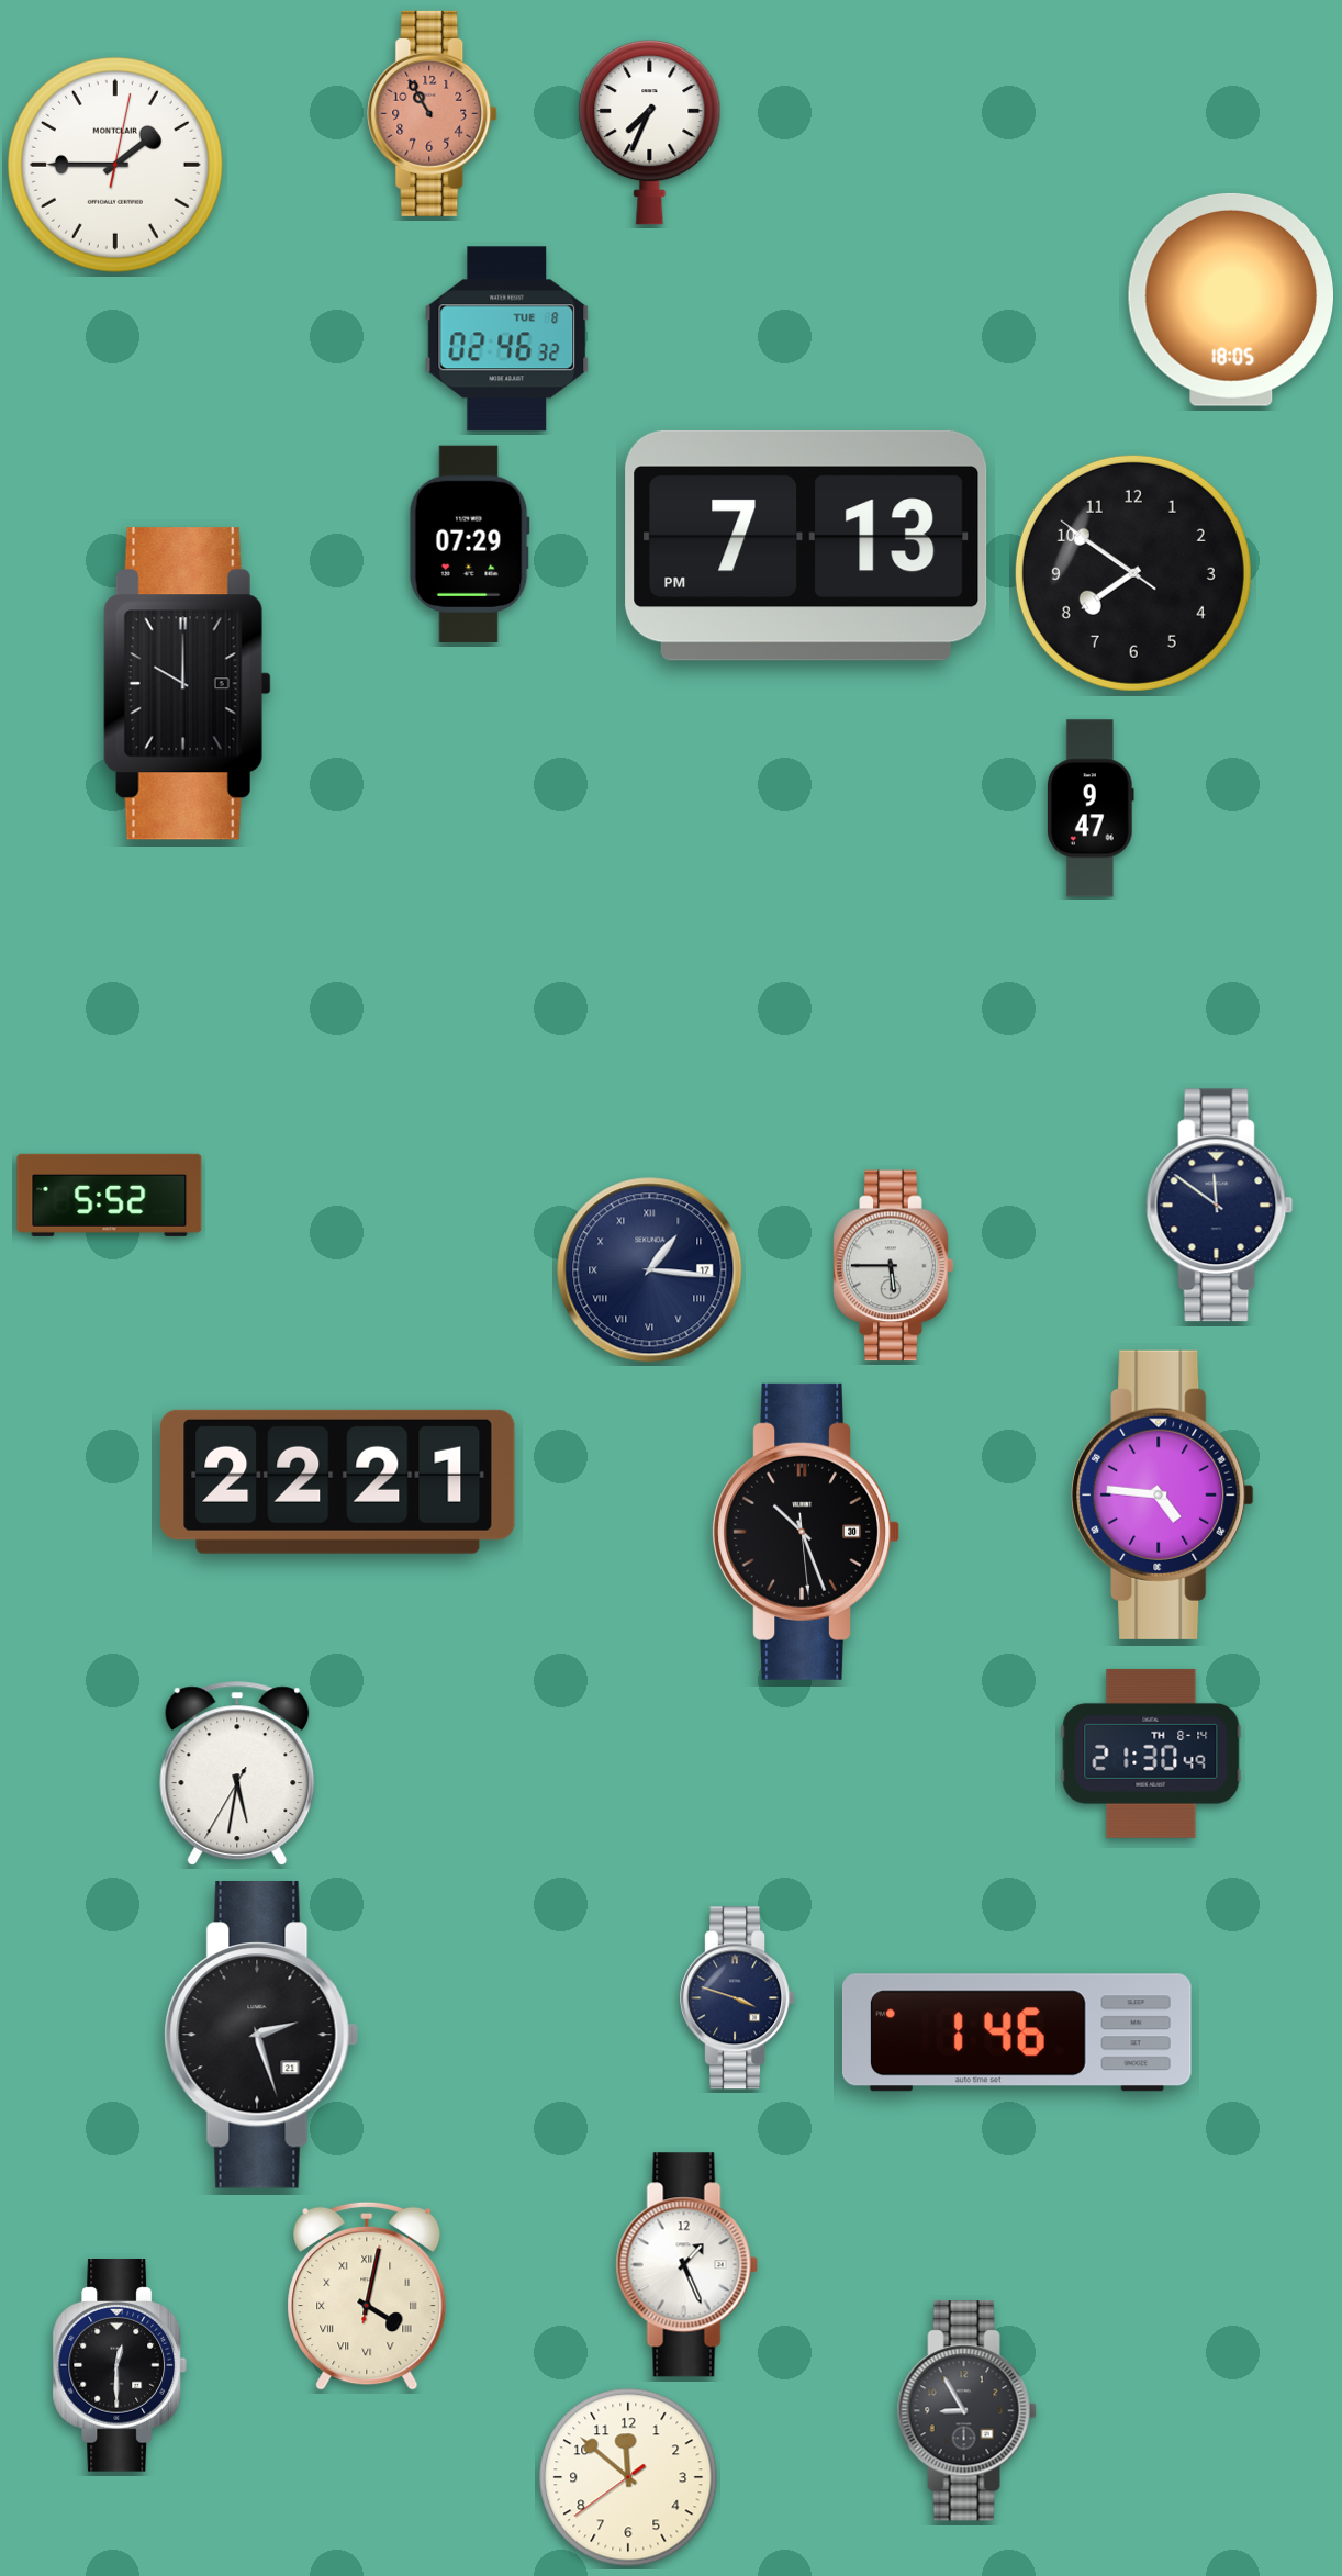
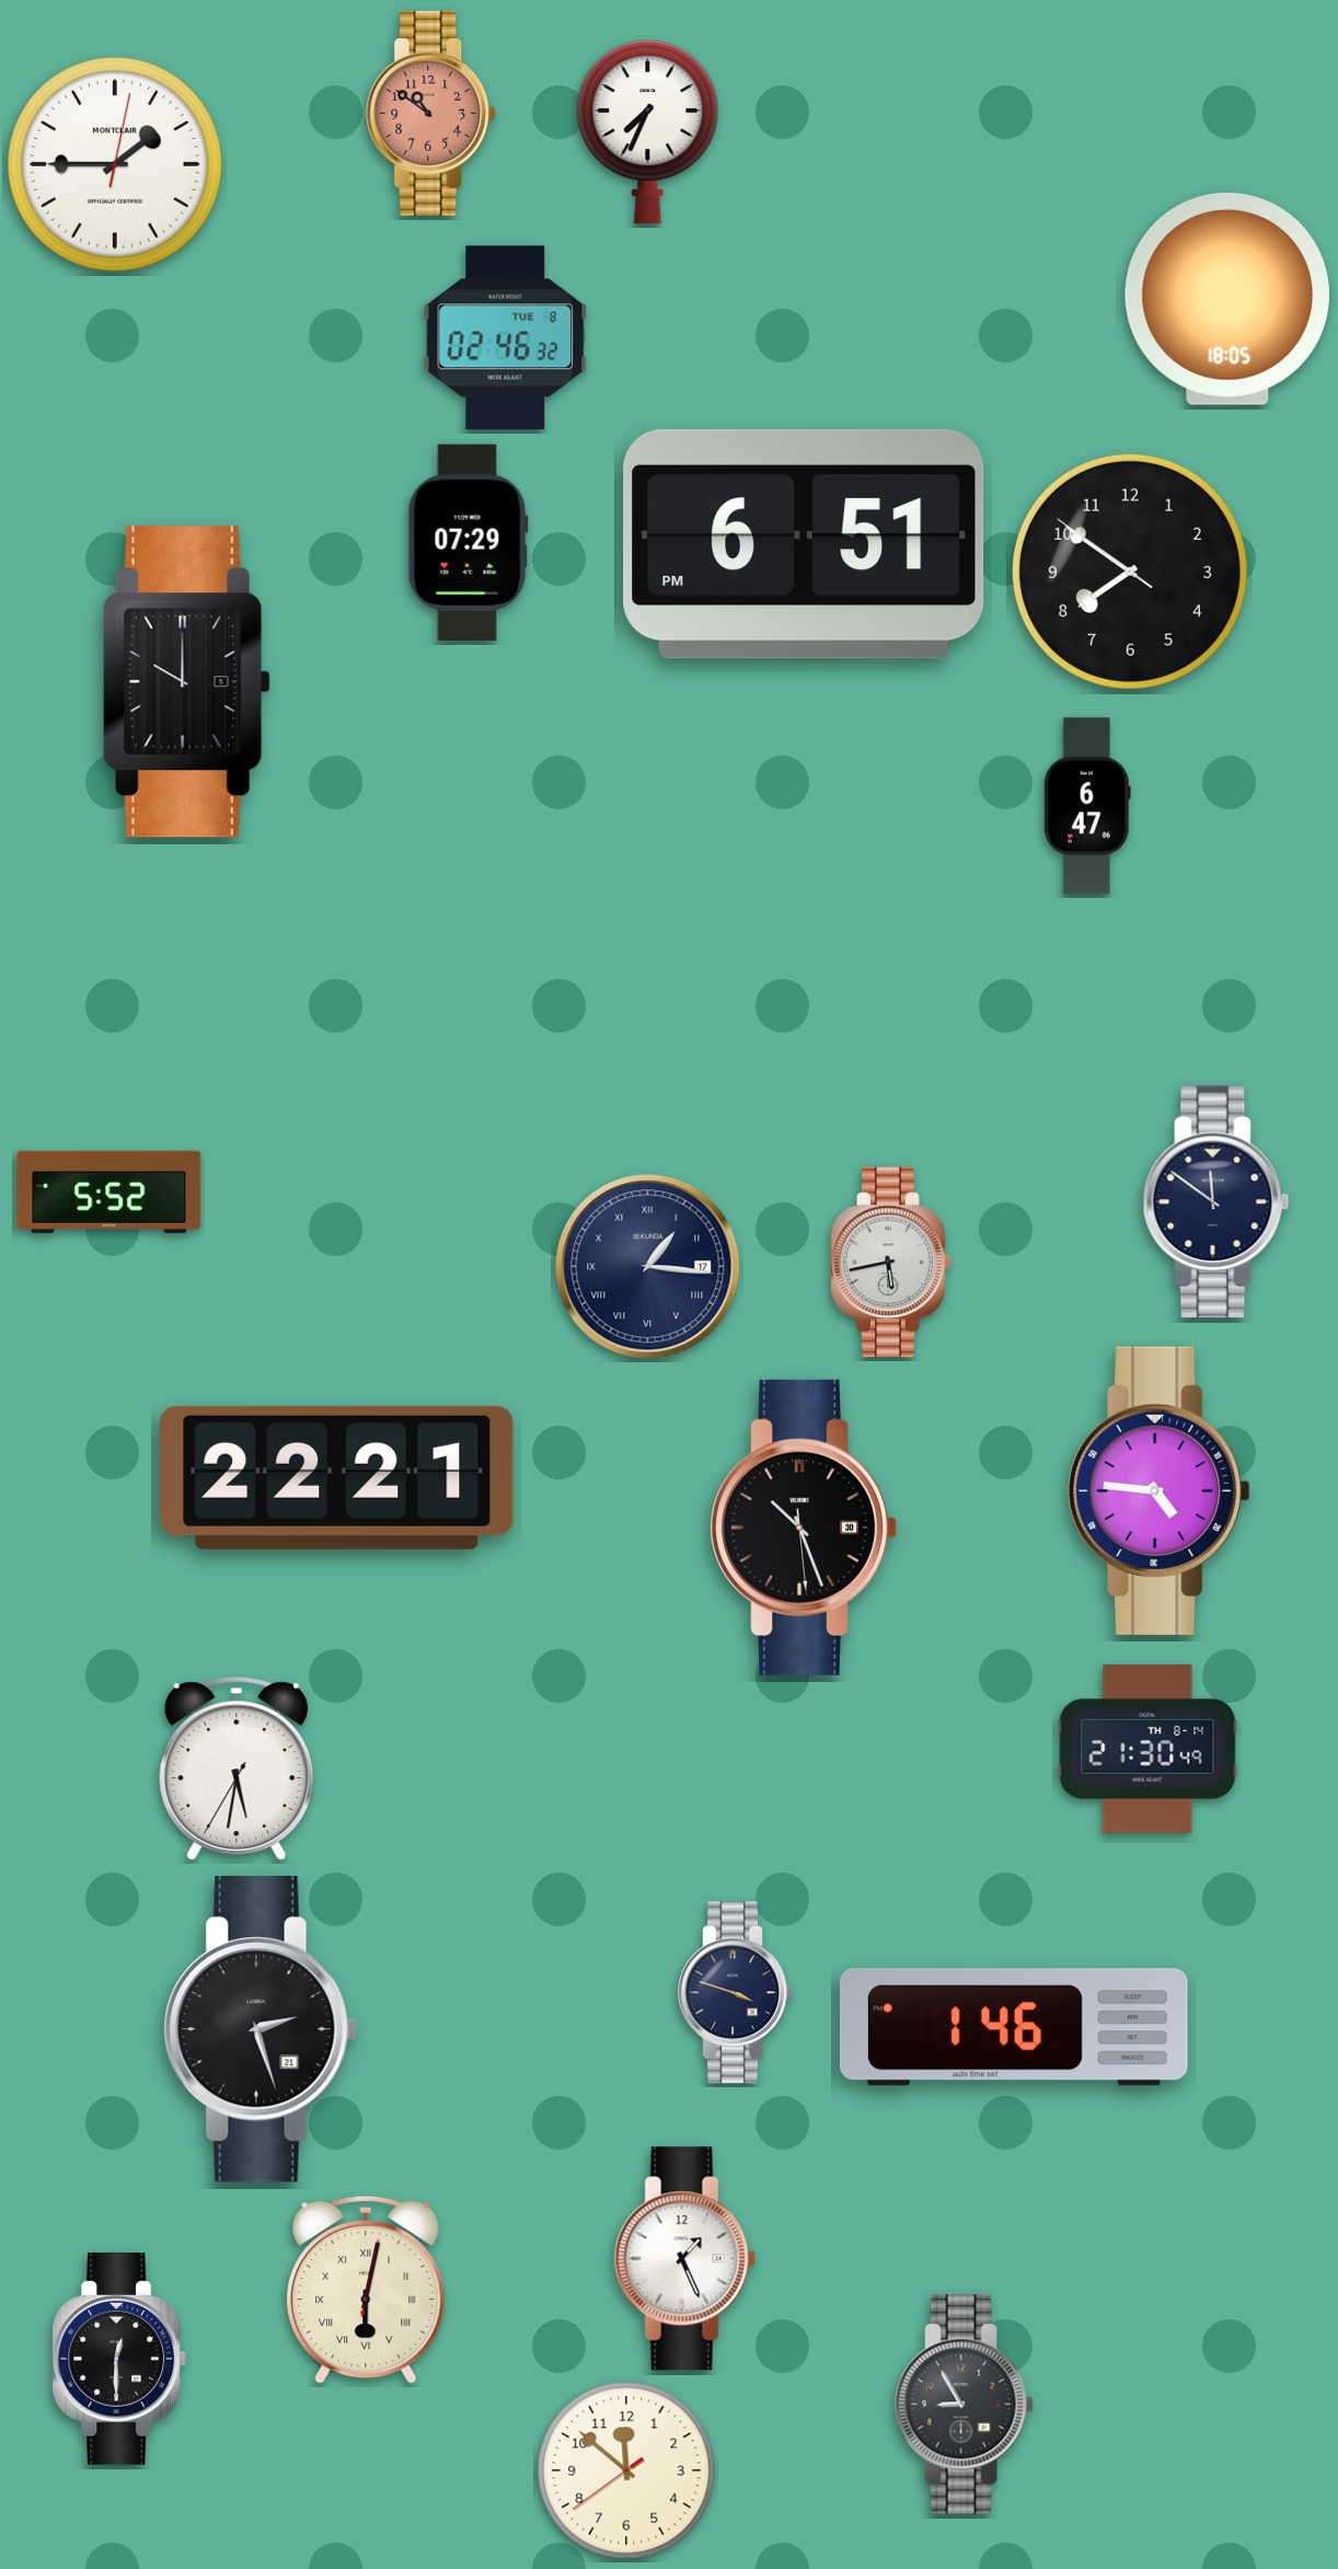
clock at (433, 113): 10:55 -> 10:51
clock at (806, 546): 7:13 -> 6:51
clock at (1091, 808): 9:47 -> 6:47
clock at (894, 1266): 5:45 -> 5:43
clock at (367, 2296): 4:02 -> 6:02
